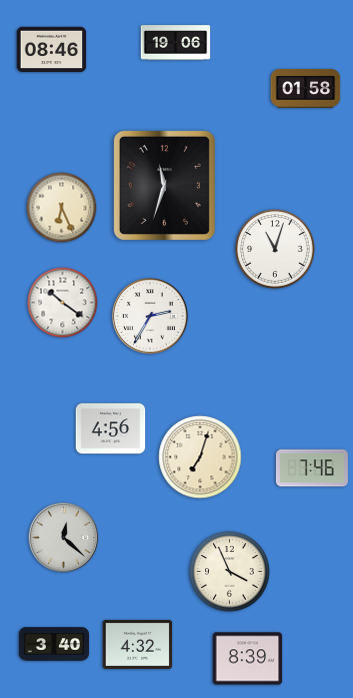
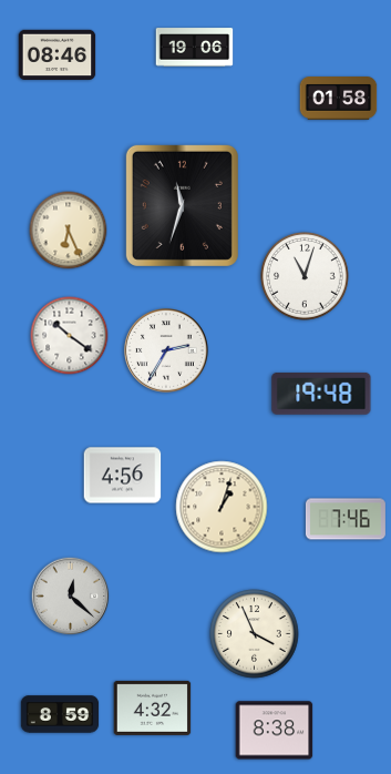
clock at (321, 394): none -> 19:48
clock at (200, 457): 7:03 -> 1:03
clock at (54, 644): 3:40 -> 8:59
clock at (138, 644) position: (138, 644) -> (153, 707)
clock at (248, 659): 8:39 -> 8:38
